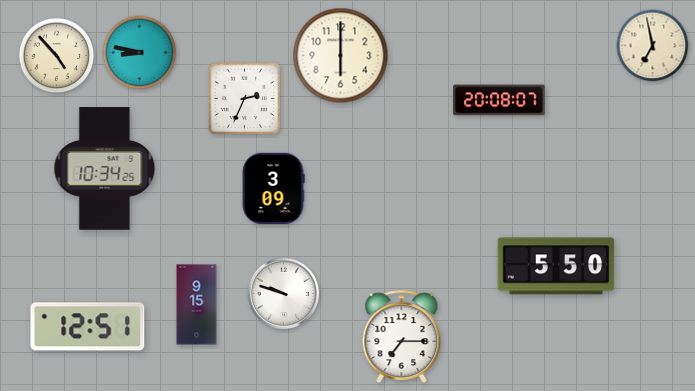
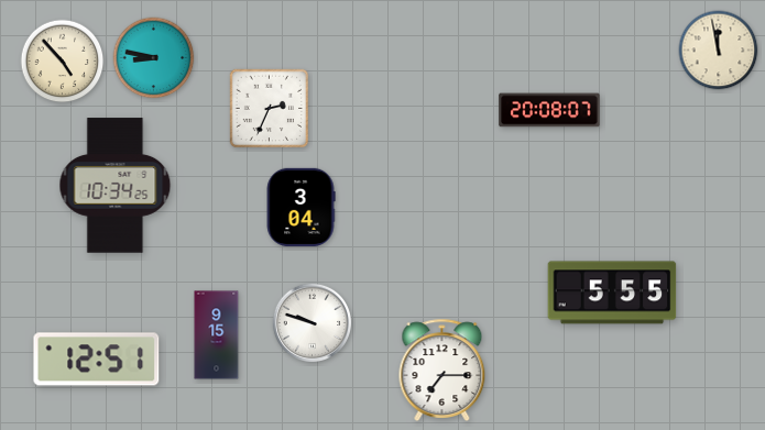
clock at (653, 46): 6:58 -> 11:58
clock at (341, 56): 6:00 -> none
clock at (273, 188): 3:09 -> 3:04
clock at (556, 266): 5:50 -> 5:55
